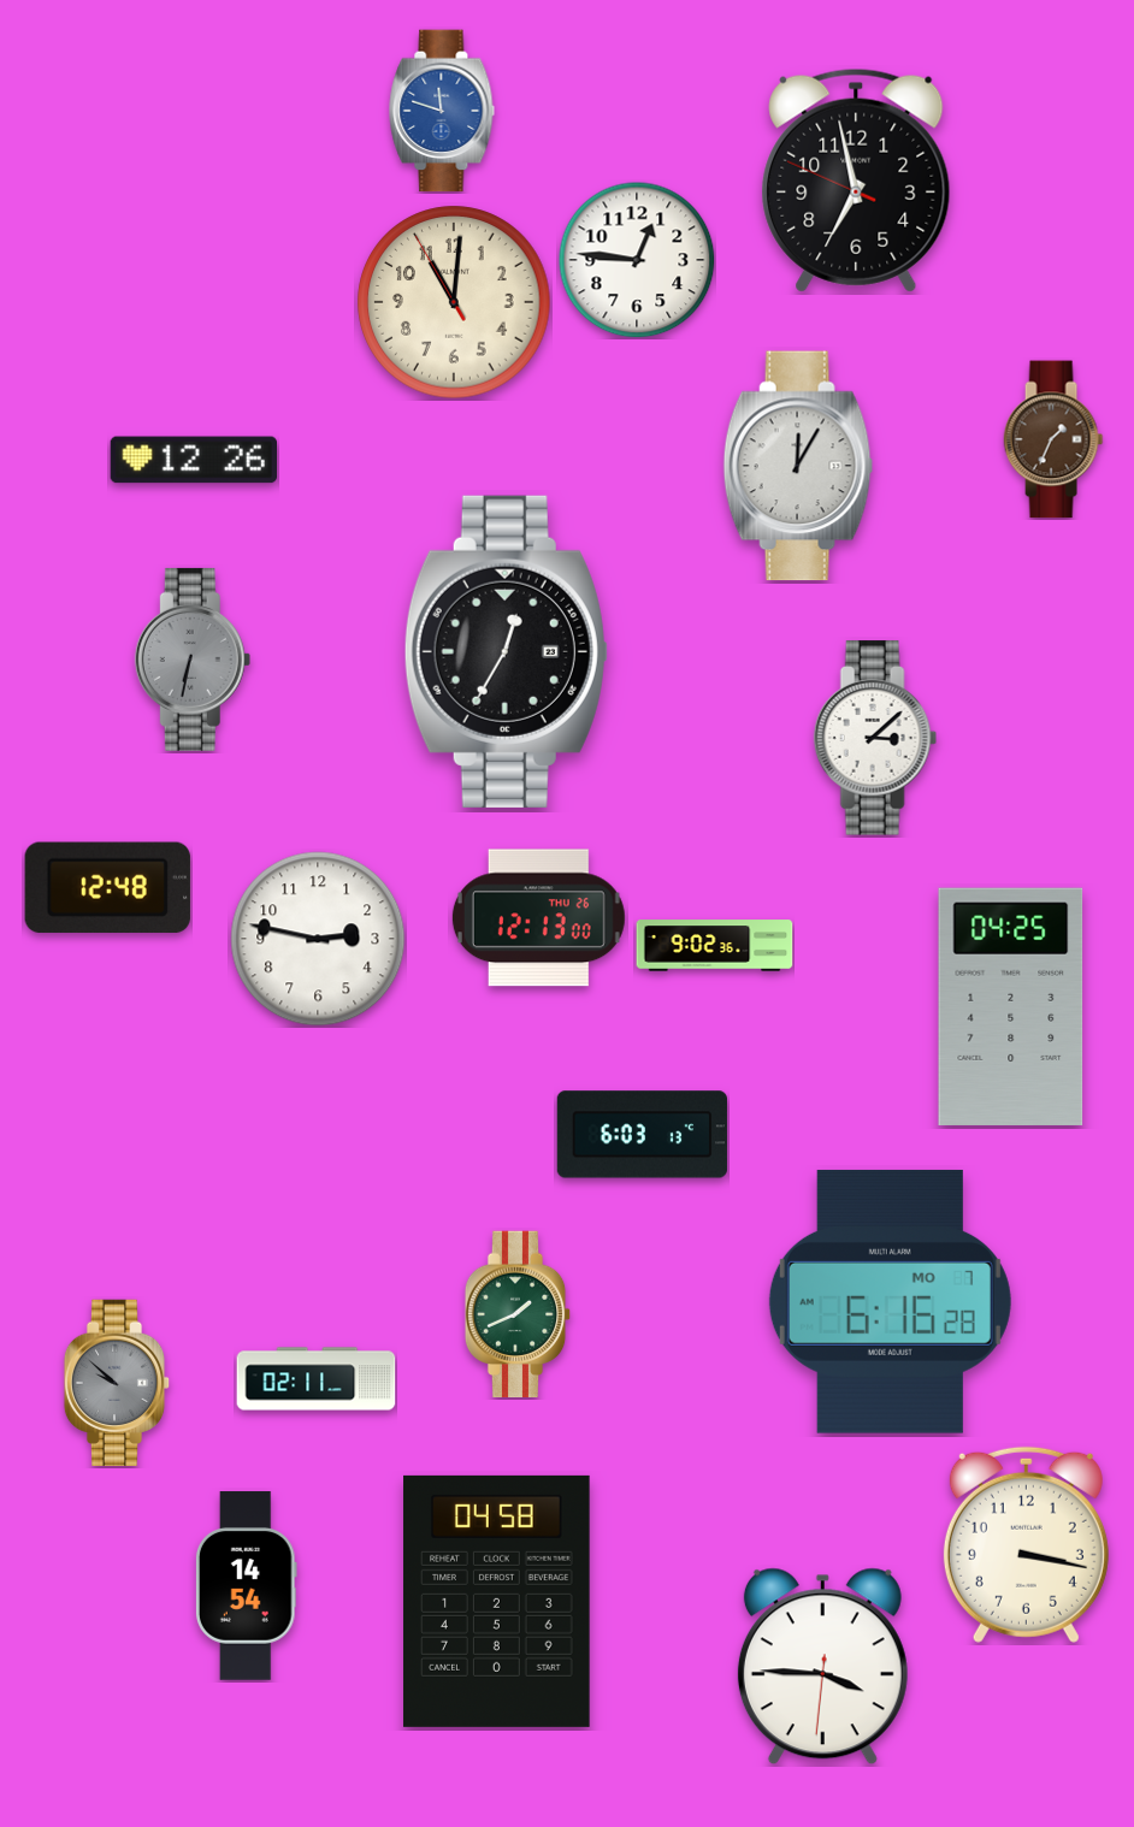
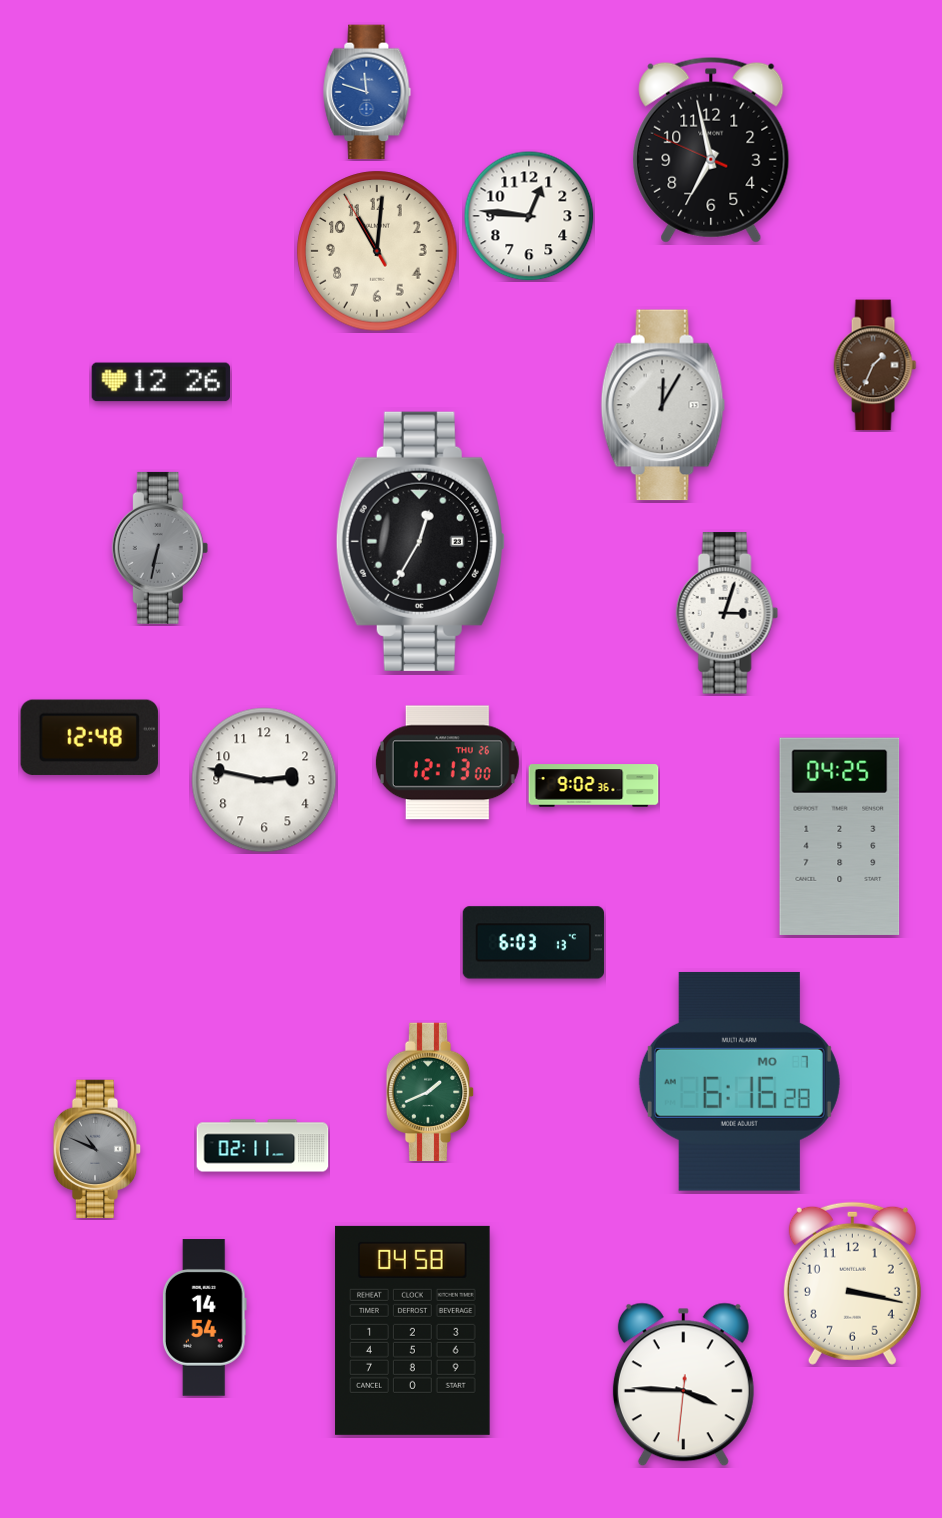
clock at (798, 466) position: (798, 466) -> (663, 405)
clock at (875, 738): 3:08 -> 3:03
clock at (117, 1383): 9:52 -> 10:49
